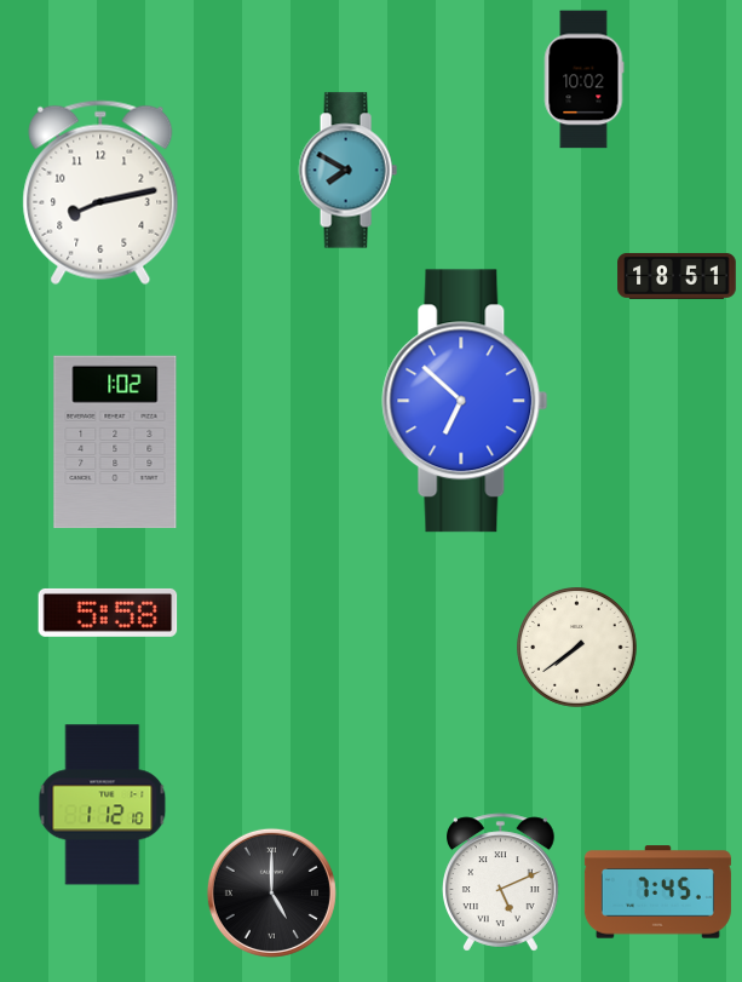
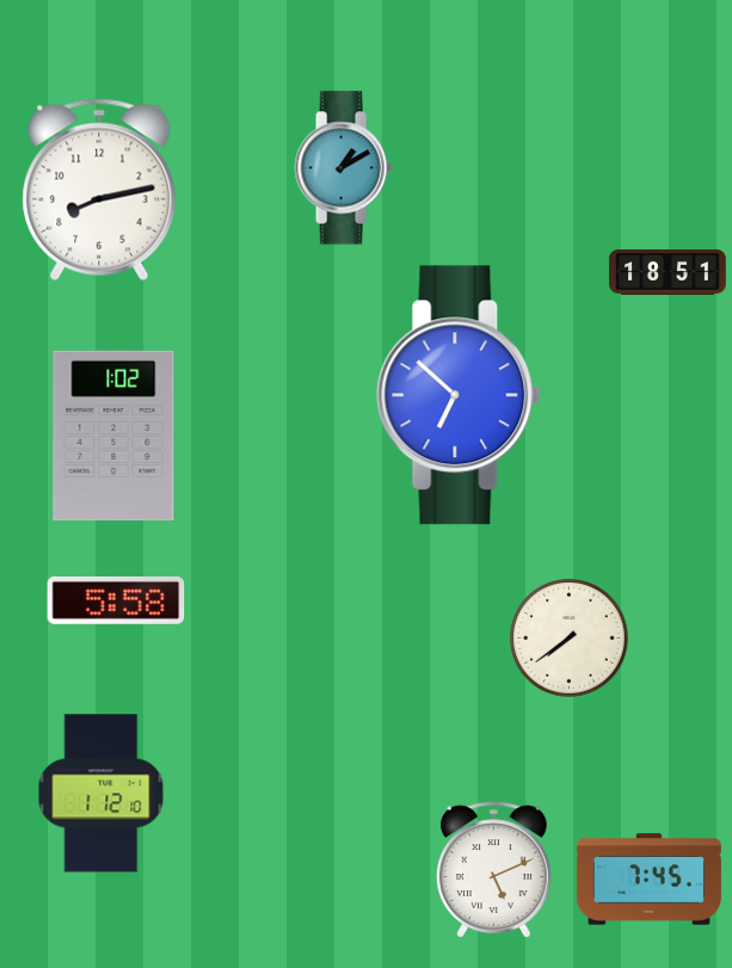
clock at (583, 80): 10:02 -> none
clock at (347, 171): 7:50 -> 1:10
clock at (108, 613) position: (108, 613) -> (116, 600)
clock at (271, 892): 5:00 -> none
